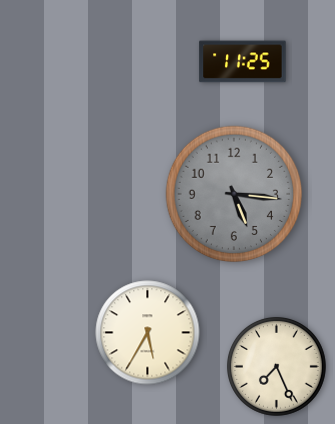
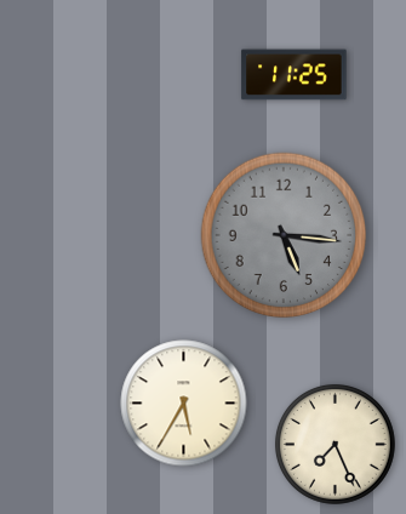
clock at (148, 333) position: (148, 333) -> (184, 404)
